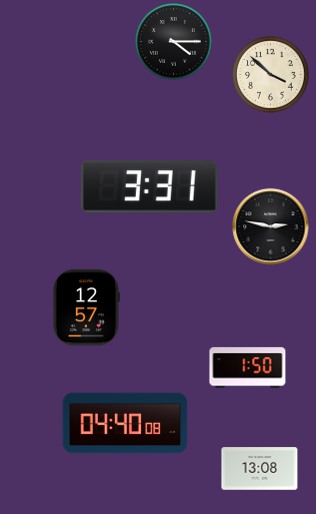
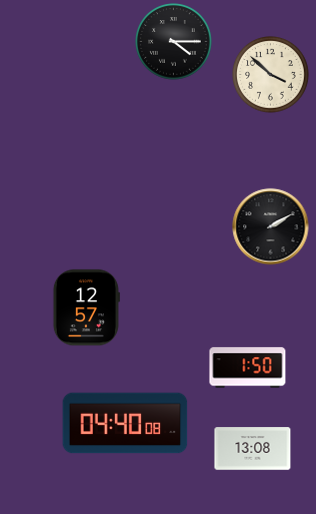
clock at (149, 187): 3:31 -> none
clock at (271, 227): 2:47 -> 2:10
clock at (260, 469) position: (260, 469) -> (253, 449)
